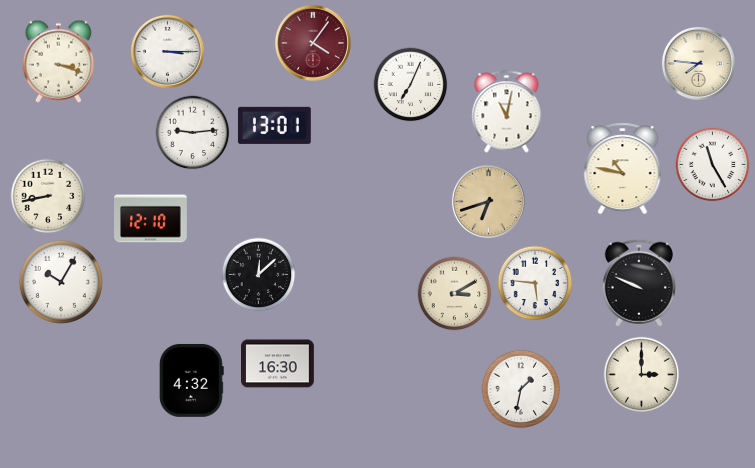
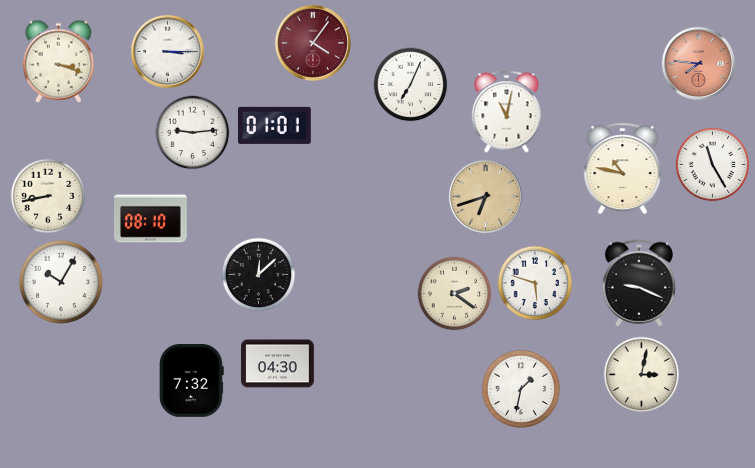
clock at (698, 63) dial: cream -> salmon
clock at (274, 125): 13:01 -> 01:01
clock at (488, 201) position: (488, 201) -> (485, 196)
clock at (151, 219): 12:10 -> 08:10
clock at (535, 283): 5:46 -> 5:48
clock at (639, 283): 9:49 -> 9:19
clock at (455, 294): 3:10 -> 2:21
clock at (278, 364): 16:30 -> 04:30
clock at (642, 375): 3:00 -> 3:02
clock at (191, 380): 4:32 -> 7:32
